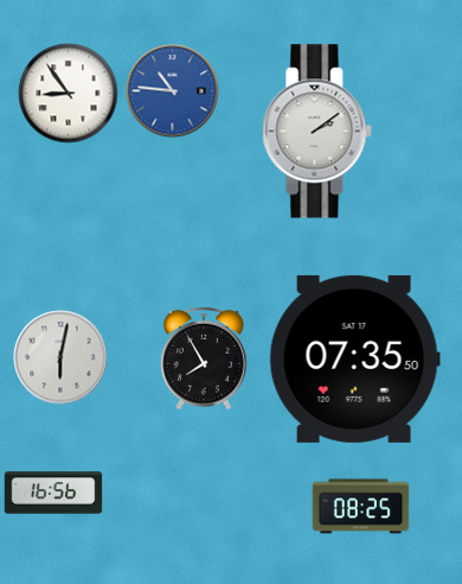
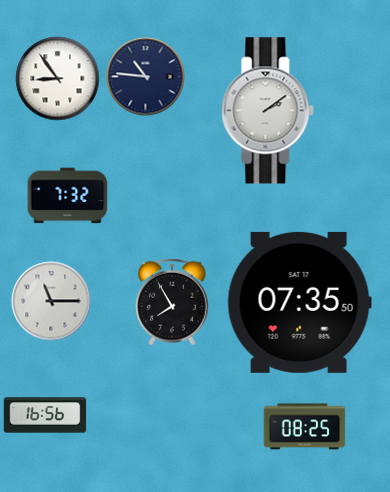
clock at (173, 91) dial: blue -> navy
clock at (68, 196): none -> 7:32
clock at (60, 357): 6:02 -> 11:15
